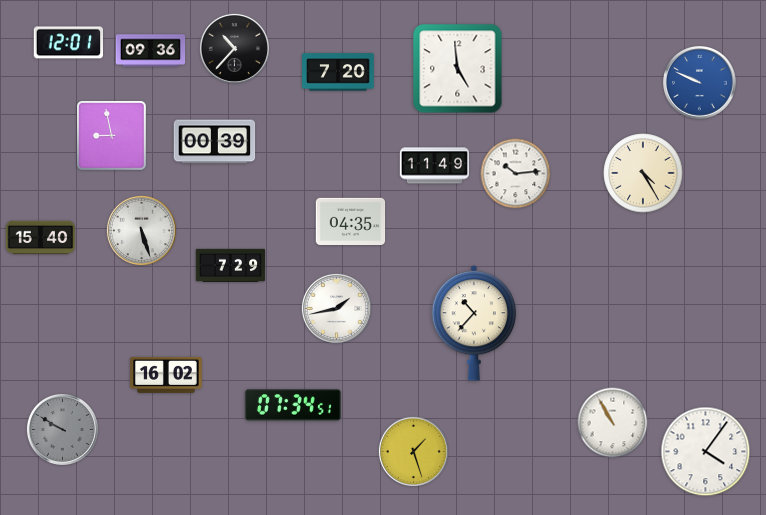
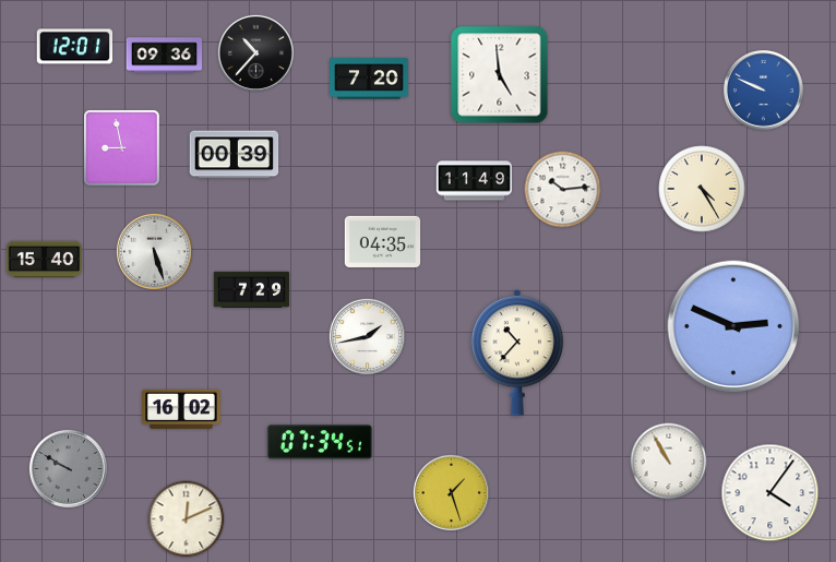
clock at (733, 326): none -> 2:49
clock at (187, 519): none -> 12:11
